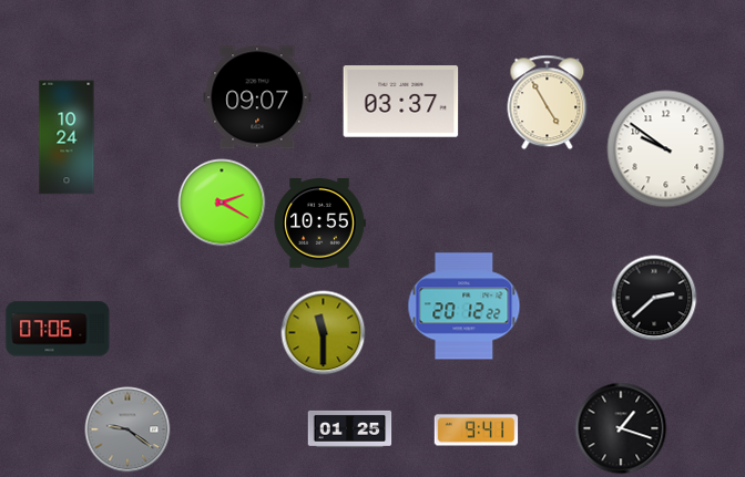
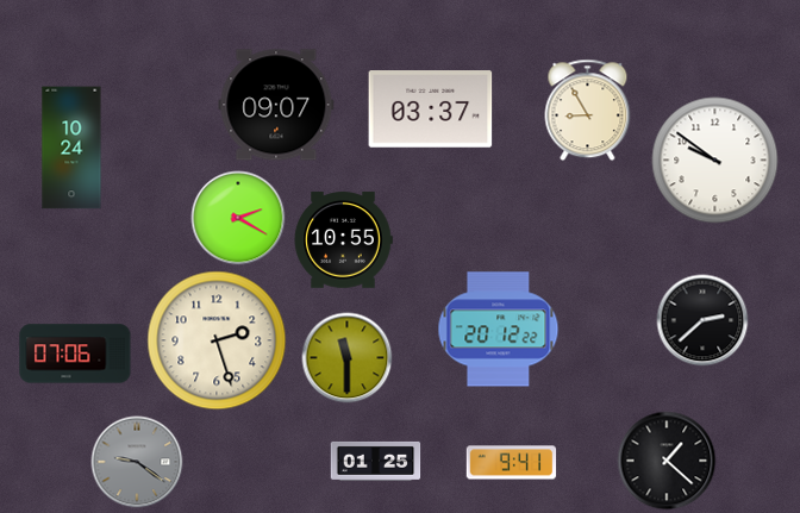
clock at (548, 103): 4:55 -> 8:55
clock at (217, 340): none -> 2:27
clock at (58, 329) position: (58, 329) -> (75, 354)
clock at (621, 428): 1:18 -> 1:22
